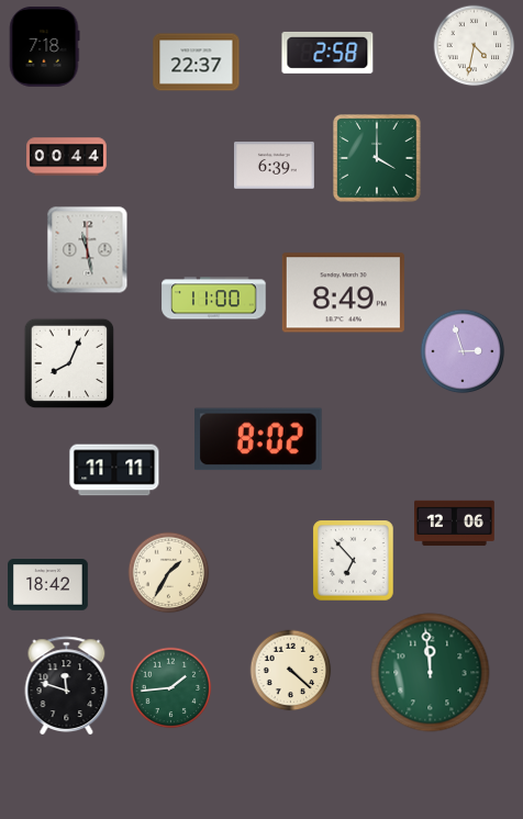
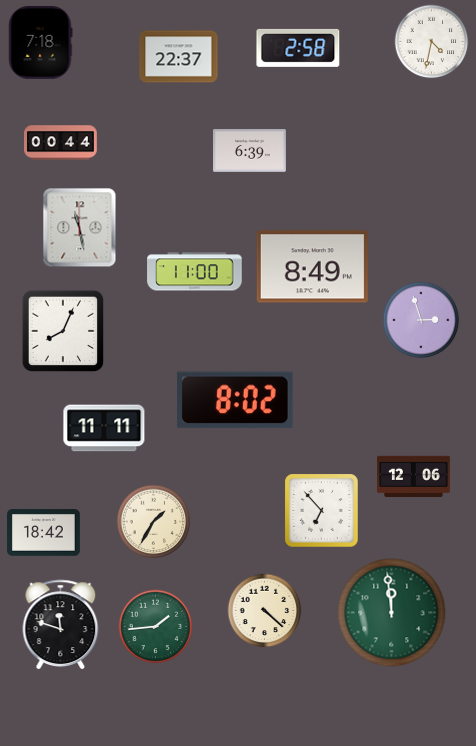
clock at (377, 158): 4:00 -> none
